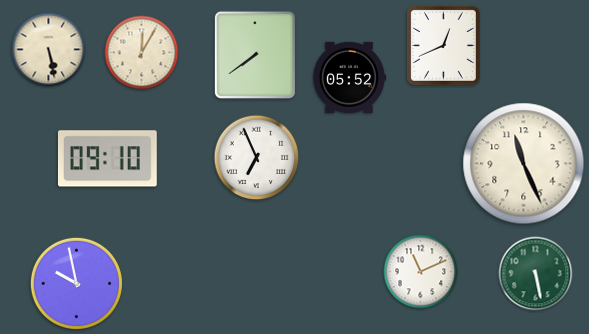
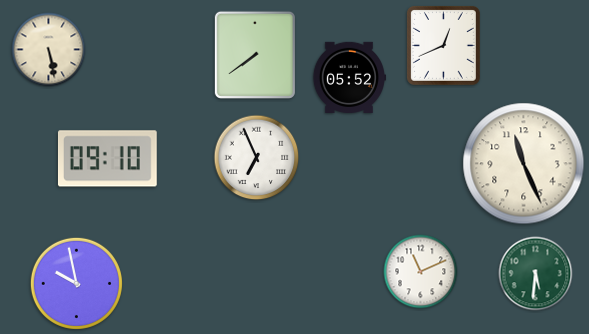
clock at (142, 53): 12:05 -> none
clock at (536, 274): 5:28 -> 5:31
